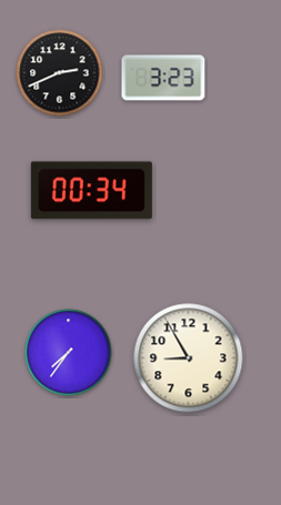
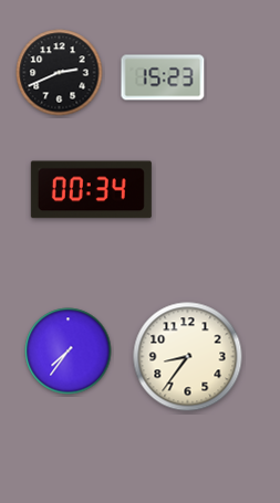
clock at (163, 78): 3:23 -> 15:23
clock at (189, 358): 8:55 -> 8:36
